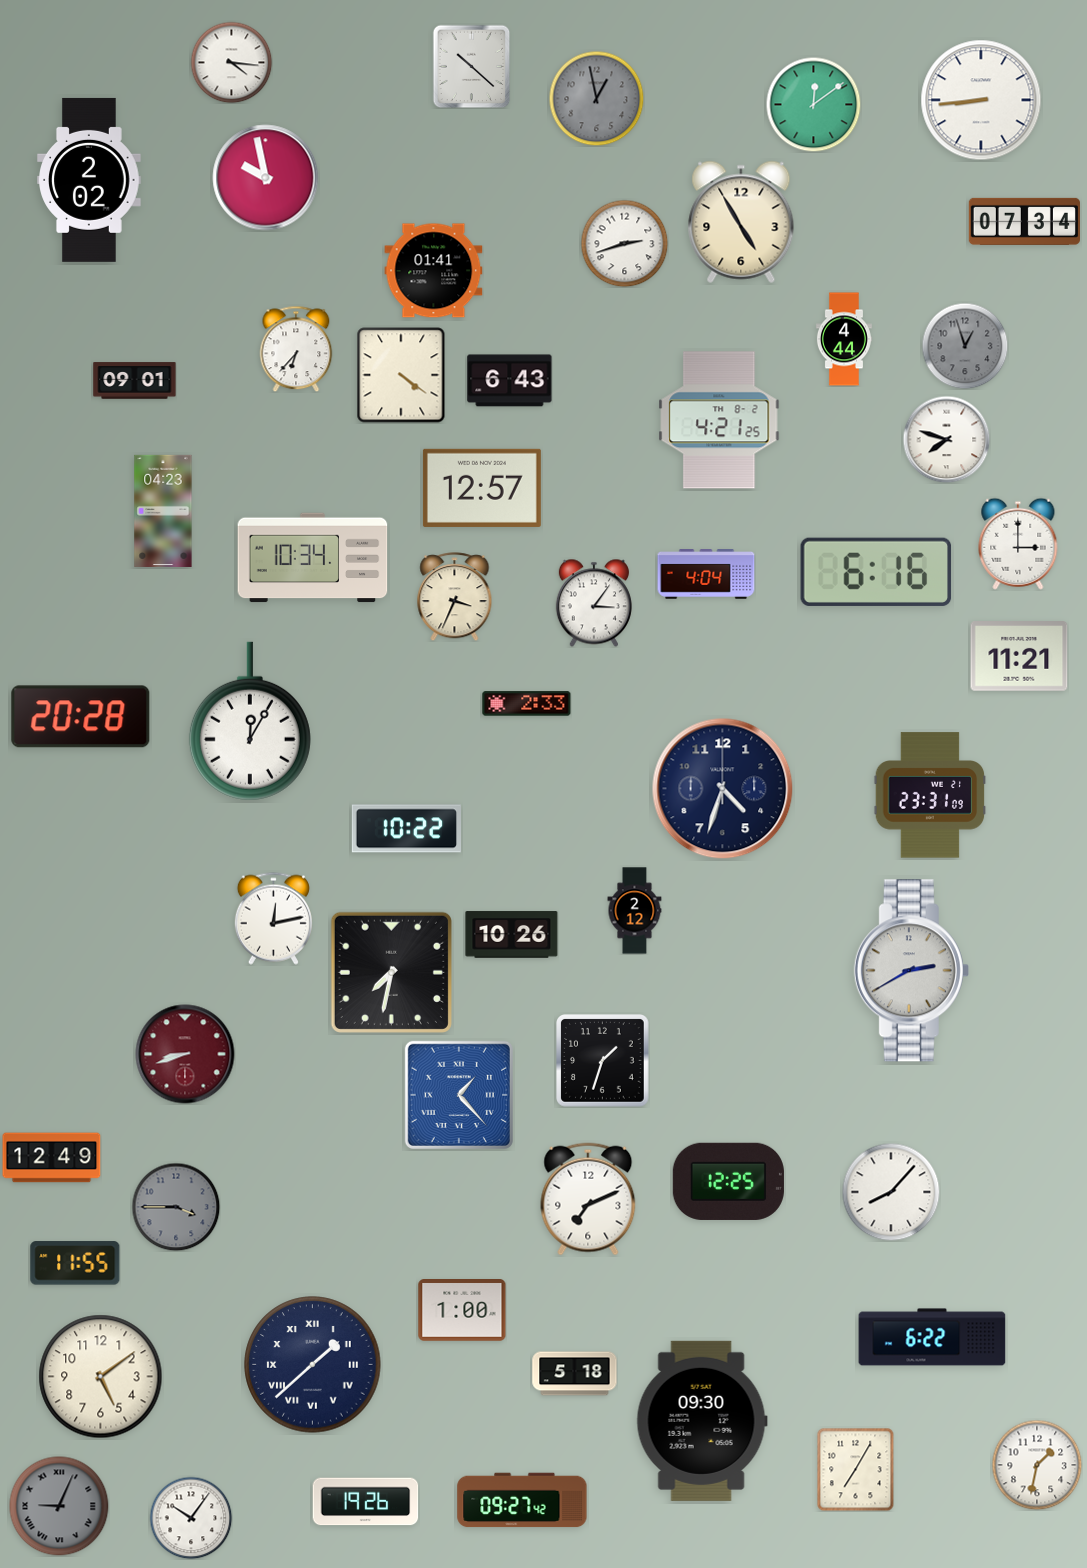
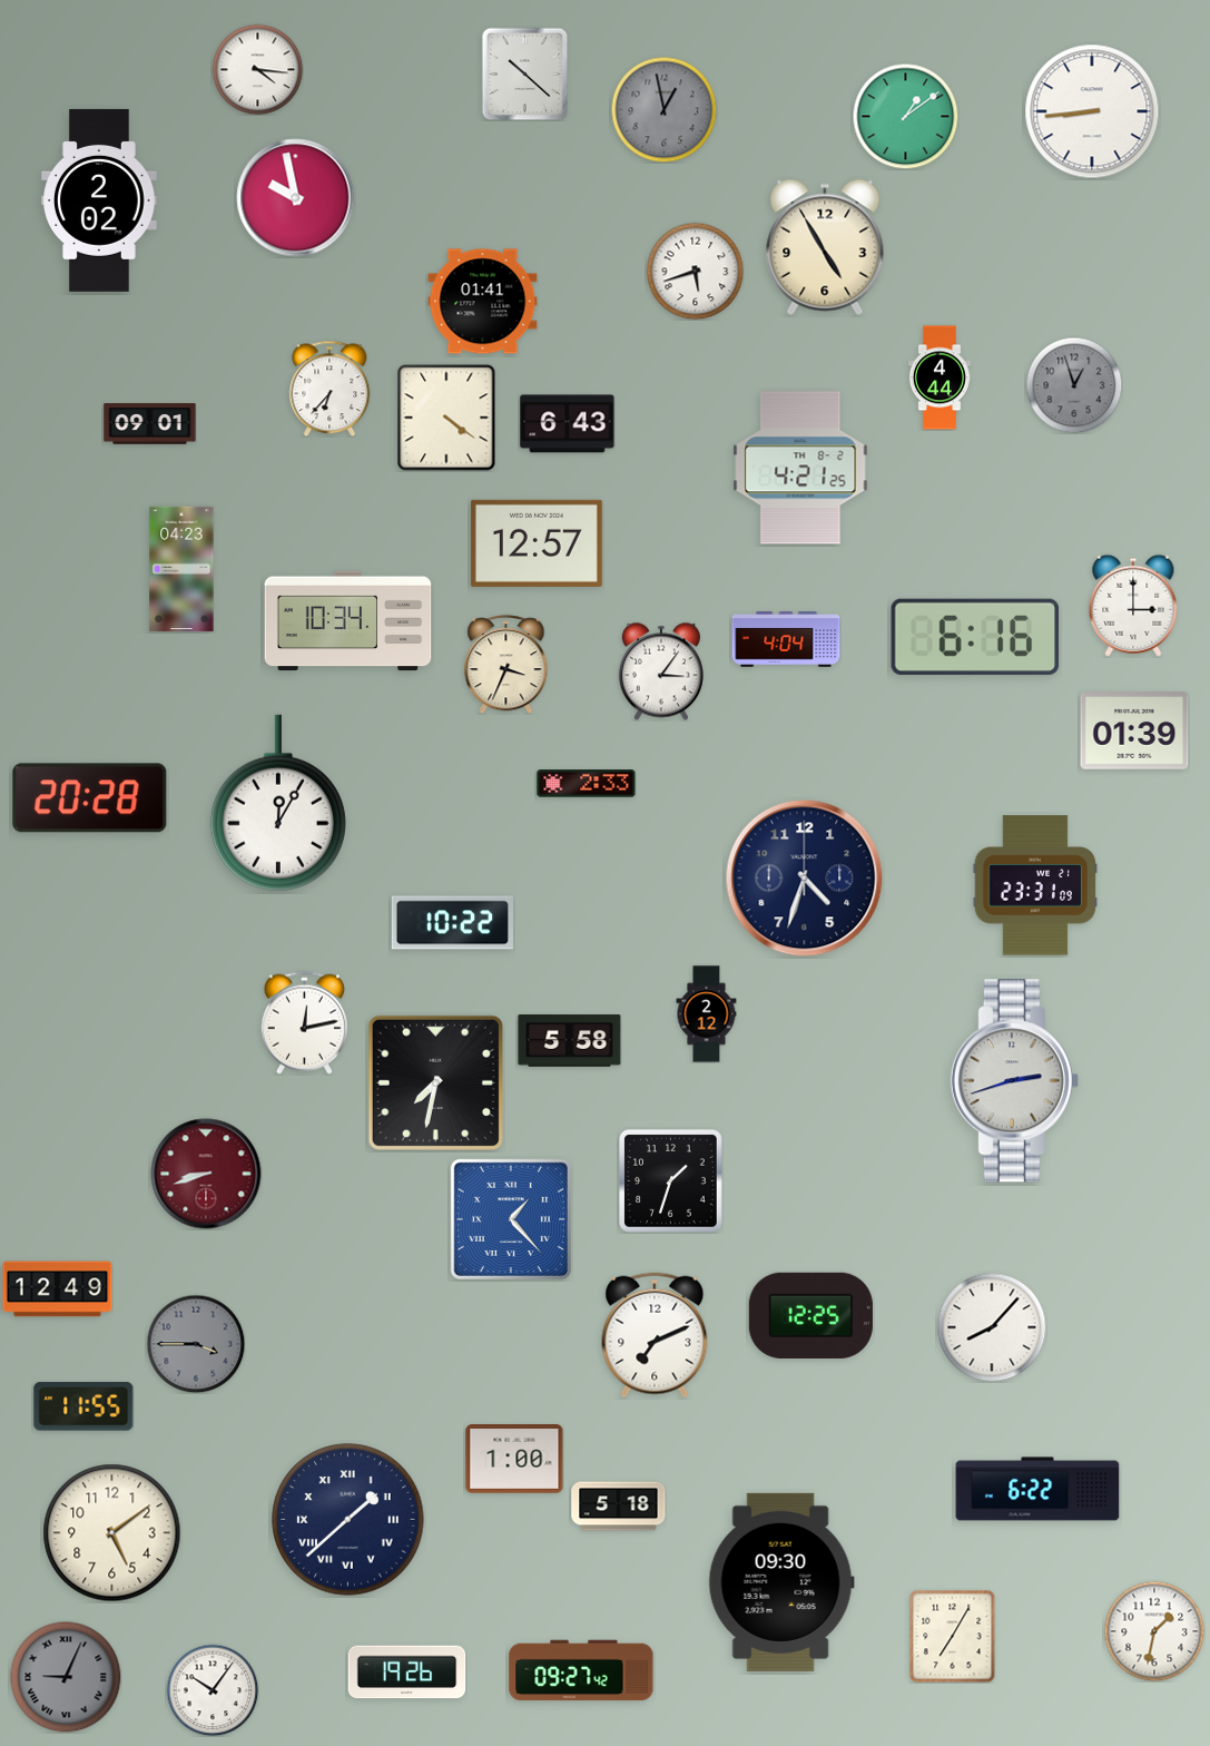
clock at (813, 104): 12:09 -> 1:09
clock at (1024, 221): 07:34 -> none
clock at (624, 243): 2:42 -> 5:42
clock at (946, 439): 7:48 -> none
clock at (1019, 656): 11:21 -> 01:39
clock at (512, 935): 10:26 -> 5:58
clock at (911, 971): 2:40 -> 2:42
clock at (575, 1374) position: (575, 1374) -> (619, 1507)
